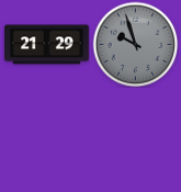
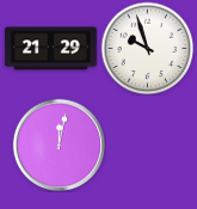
clock at (135, 44) dial: grey -> white
clock at (59, 145): none -> 12:02
